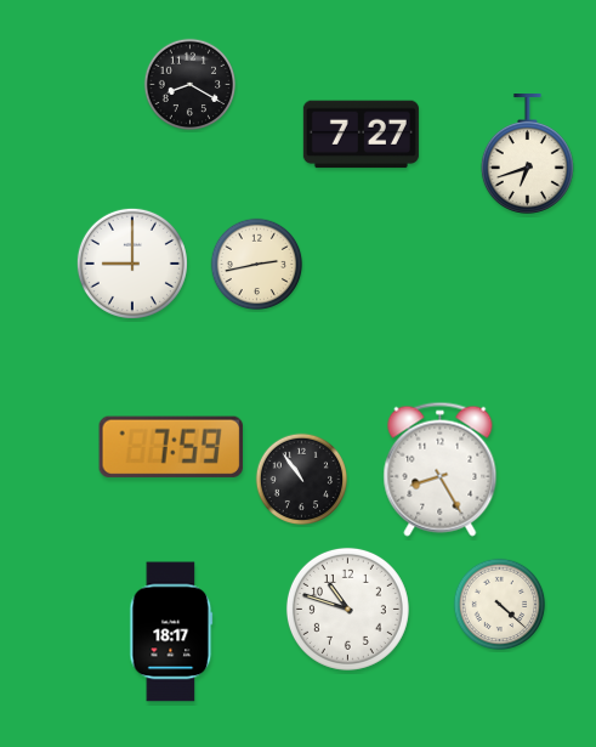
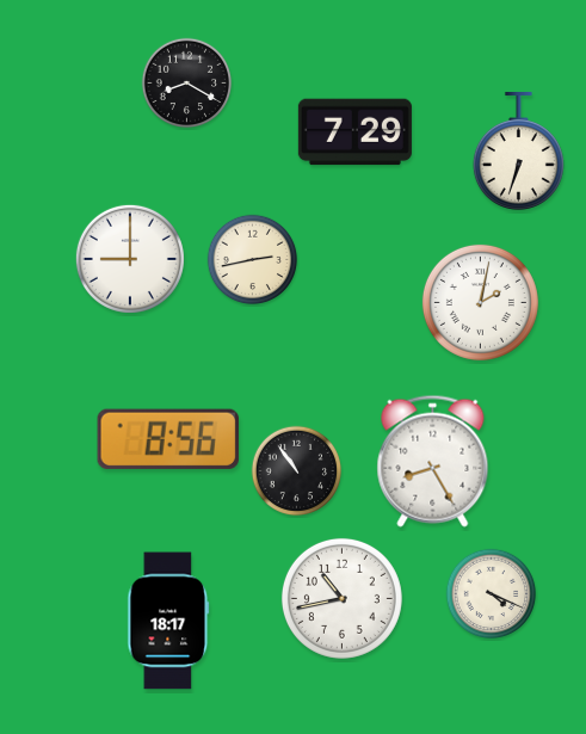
clock at (361, 135): 7:27 -> 7:29
clock at (527, 154): 6:42 -> 6:33
clock at (480, 302): none -> 2:02
clock at (171, 447): 7:59 -> 8:56
clock at (500, 605): 4:22 -> 4:19
clock at (347, 609): 10:48 -> 10:43
